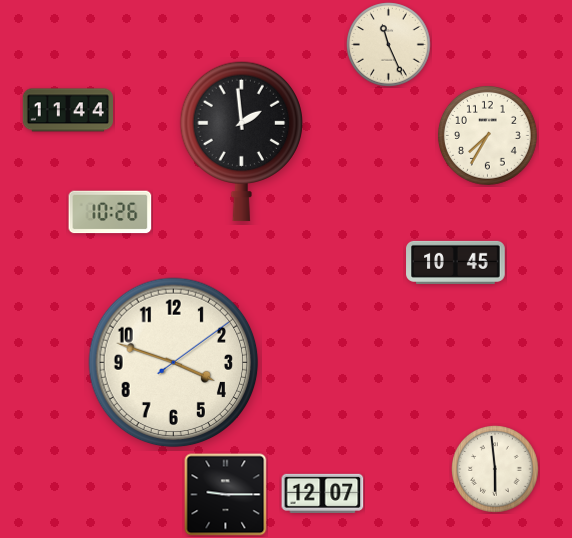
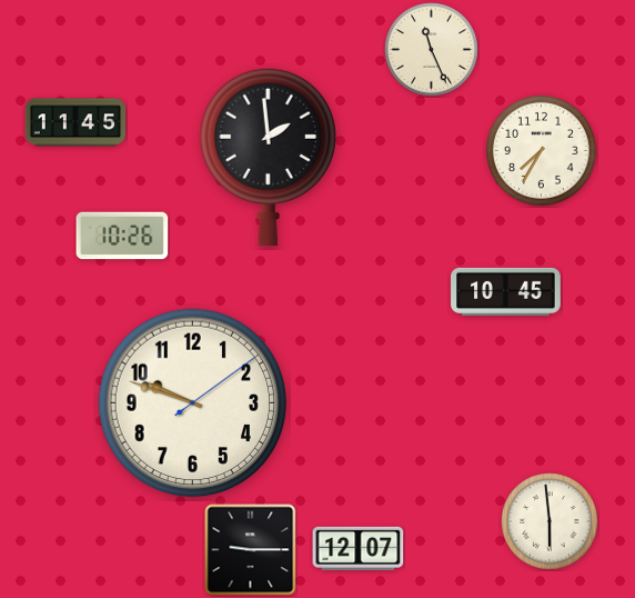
clock at (67, 110): 11:44 -> 11:45
clock at (174, 363): 3:48 -> 9:48
